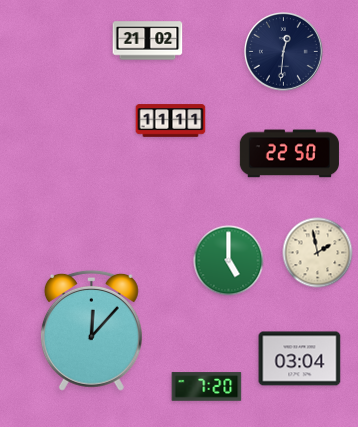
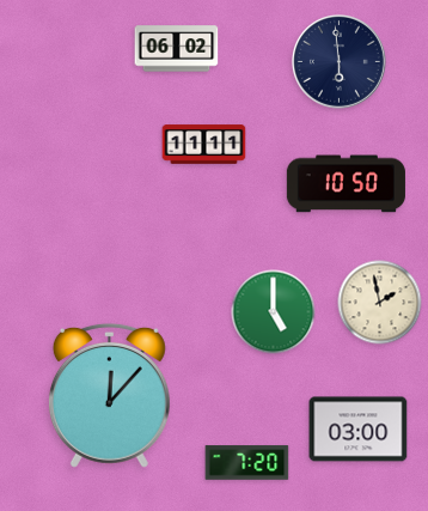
clock at (148, 41): 21:02 -> 06:02
clock at (284, 52): 12:31 -> 5:59
clock at (289, 154): 22:50 -> 10:50
clock at (300, 359): 03:04 -> 03:00
